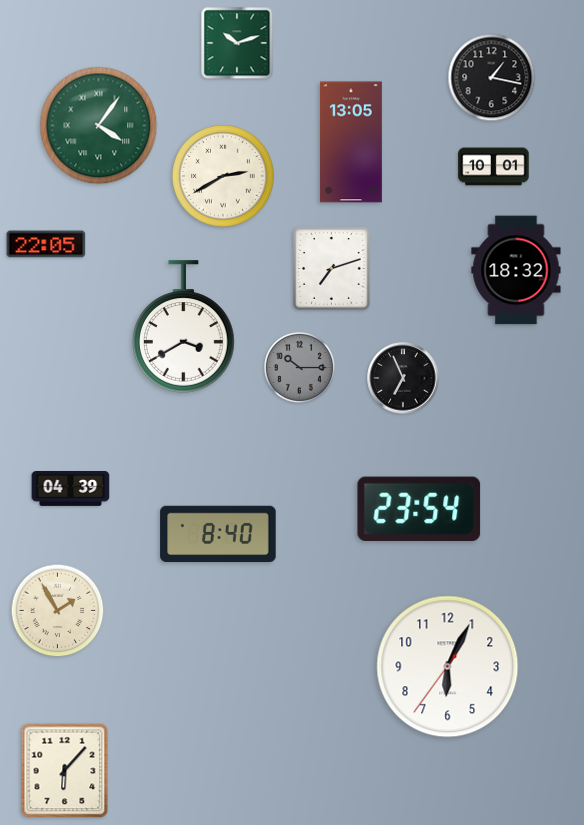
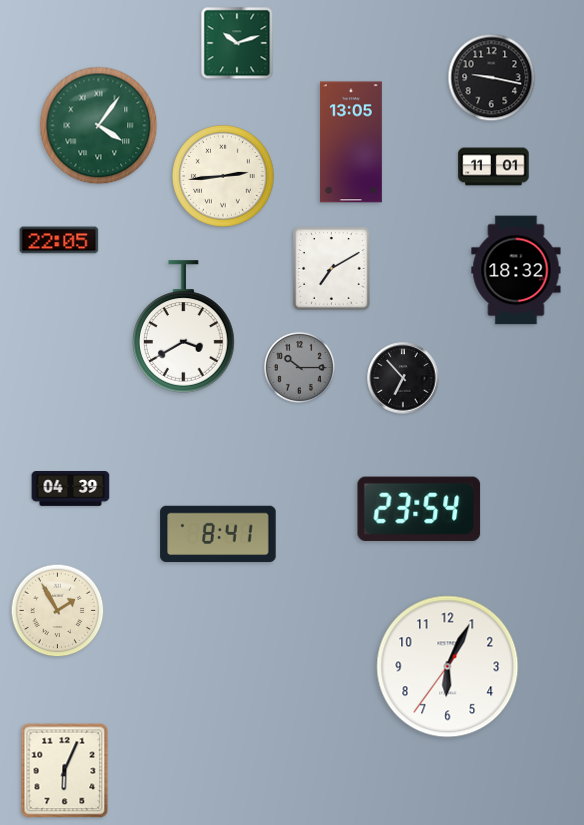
clock at (492, 78): 1:17 -> 9:17
clock at (494, 167): 10:01 -> 11:01
clock at (224, 177): 2:40 -> 2:44
clock at (46, 244) position: (46, 244) -> (59, 240)
clock at (332, 269): 7:12 -> 7:10
clock at (403, 378): 6:56 -> 6:53
clock at (218, 534): 8:40 -> 8:41
clock at (65, 771): 6:07 -> 6:04
